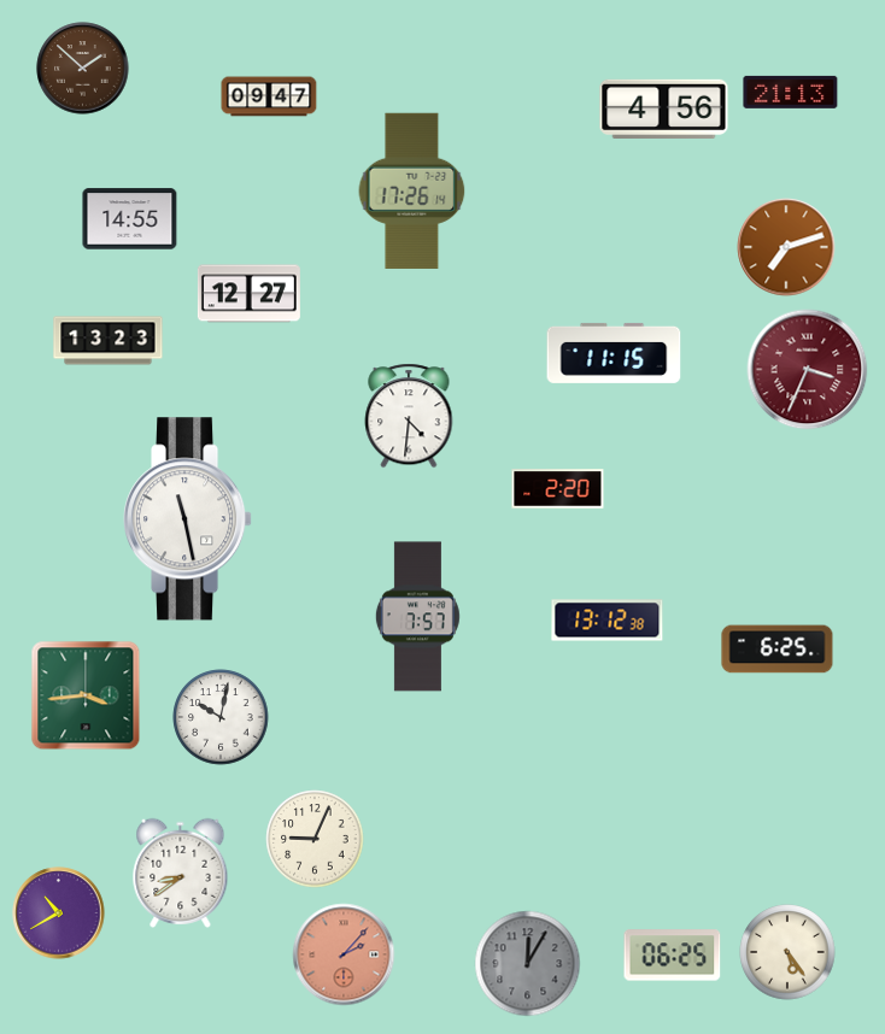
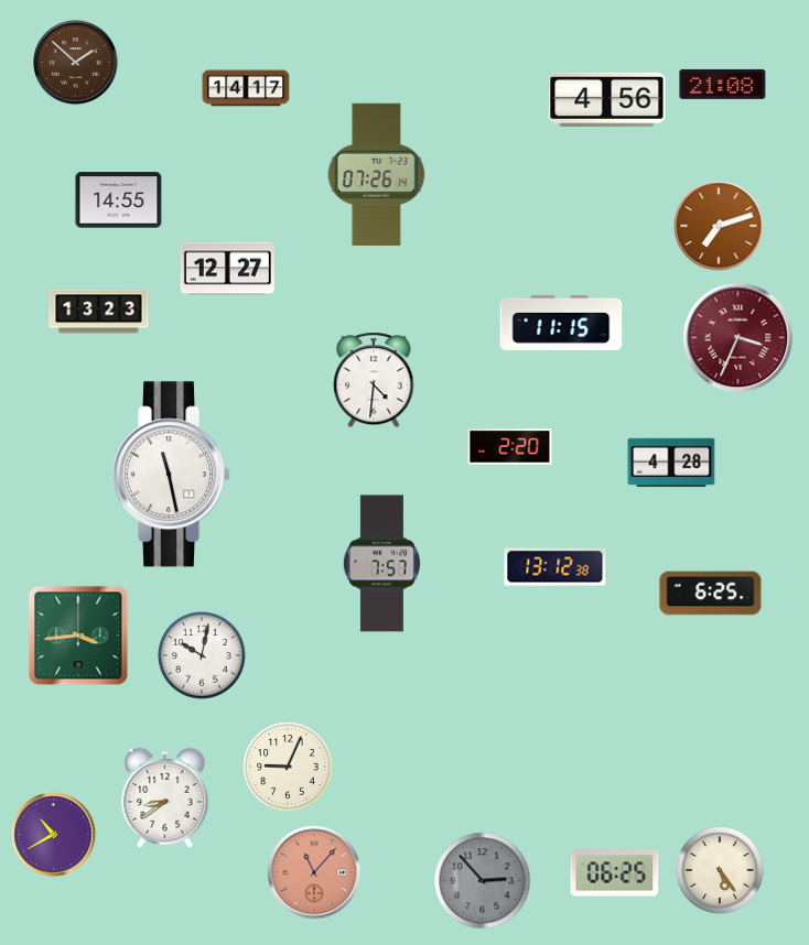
clock at (791, 92): 21:13 -> 21:08
clock at (269, 96): 09:47 -> 14:17
clock at (412, 190): 17:26 -> 07:26
clock at (671, 463): none -> 4:28
clock at (344, 954): 2:07 -> 11:07
clock at (528, 964): 12:05 -> 2:53
